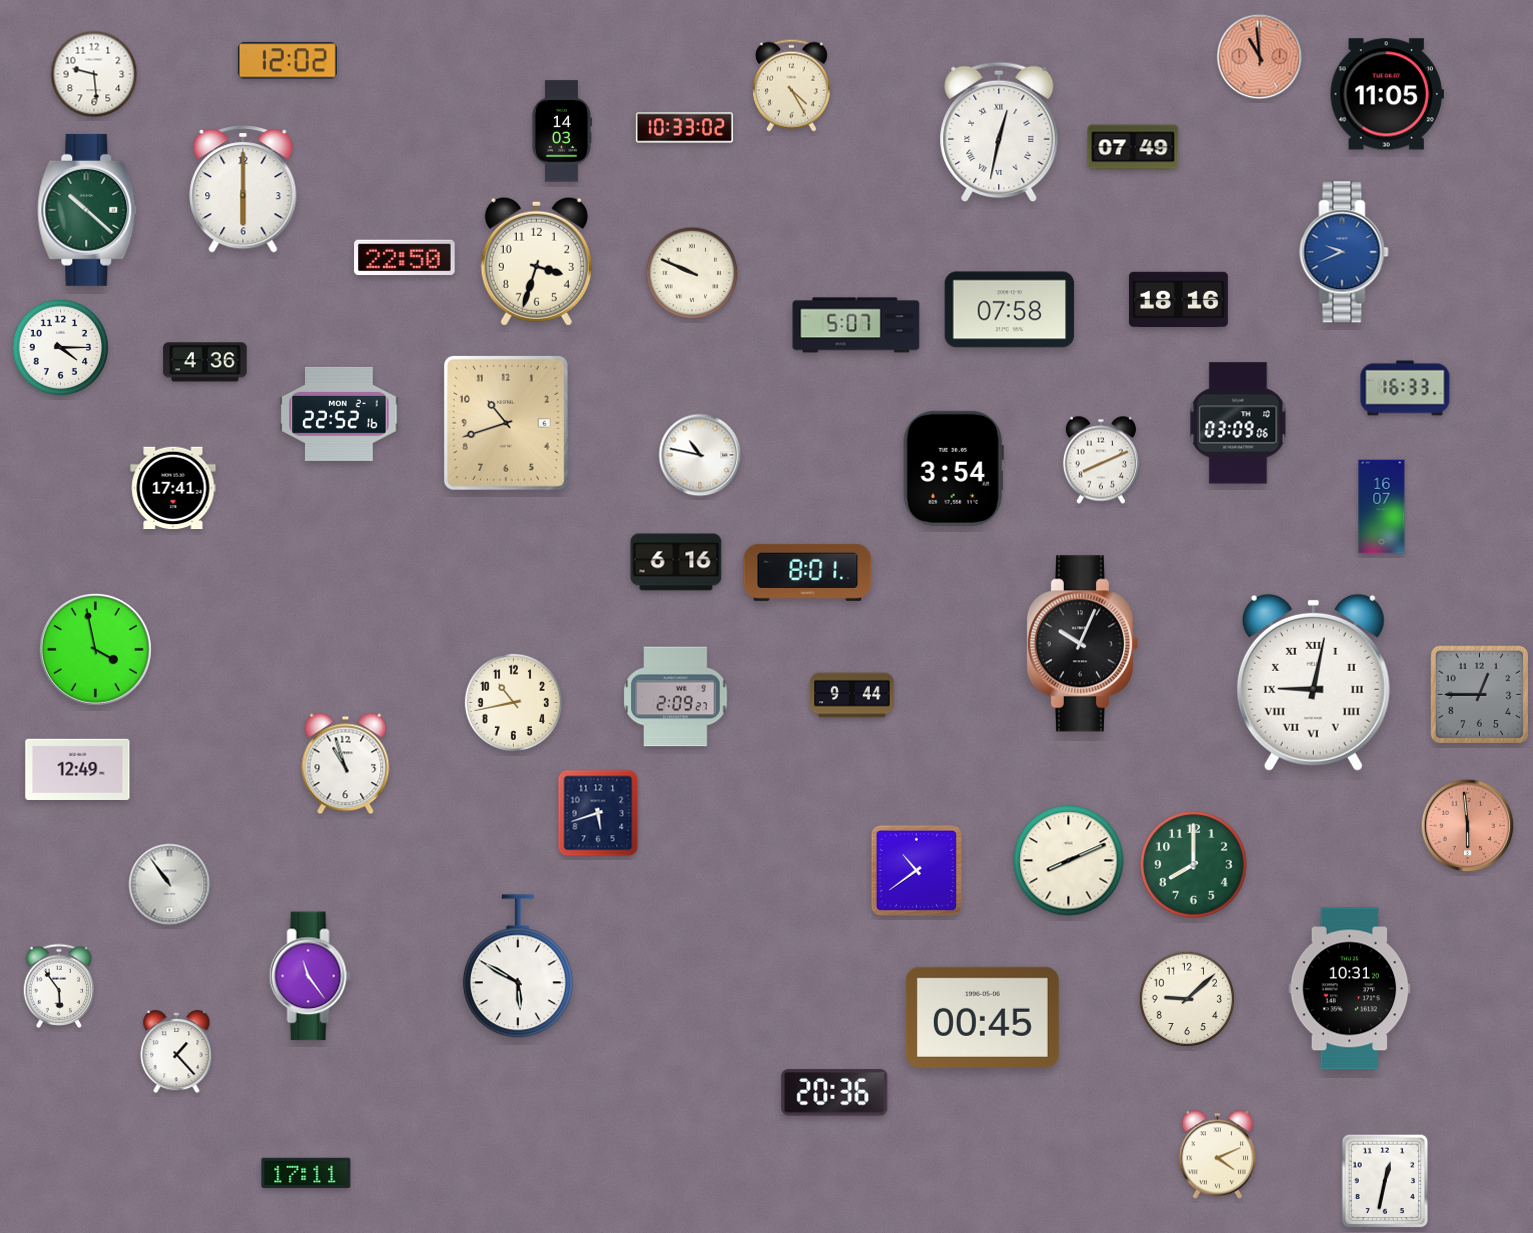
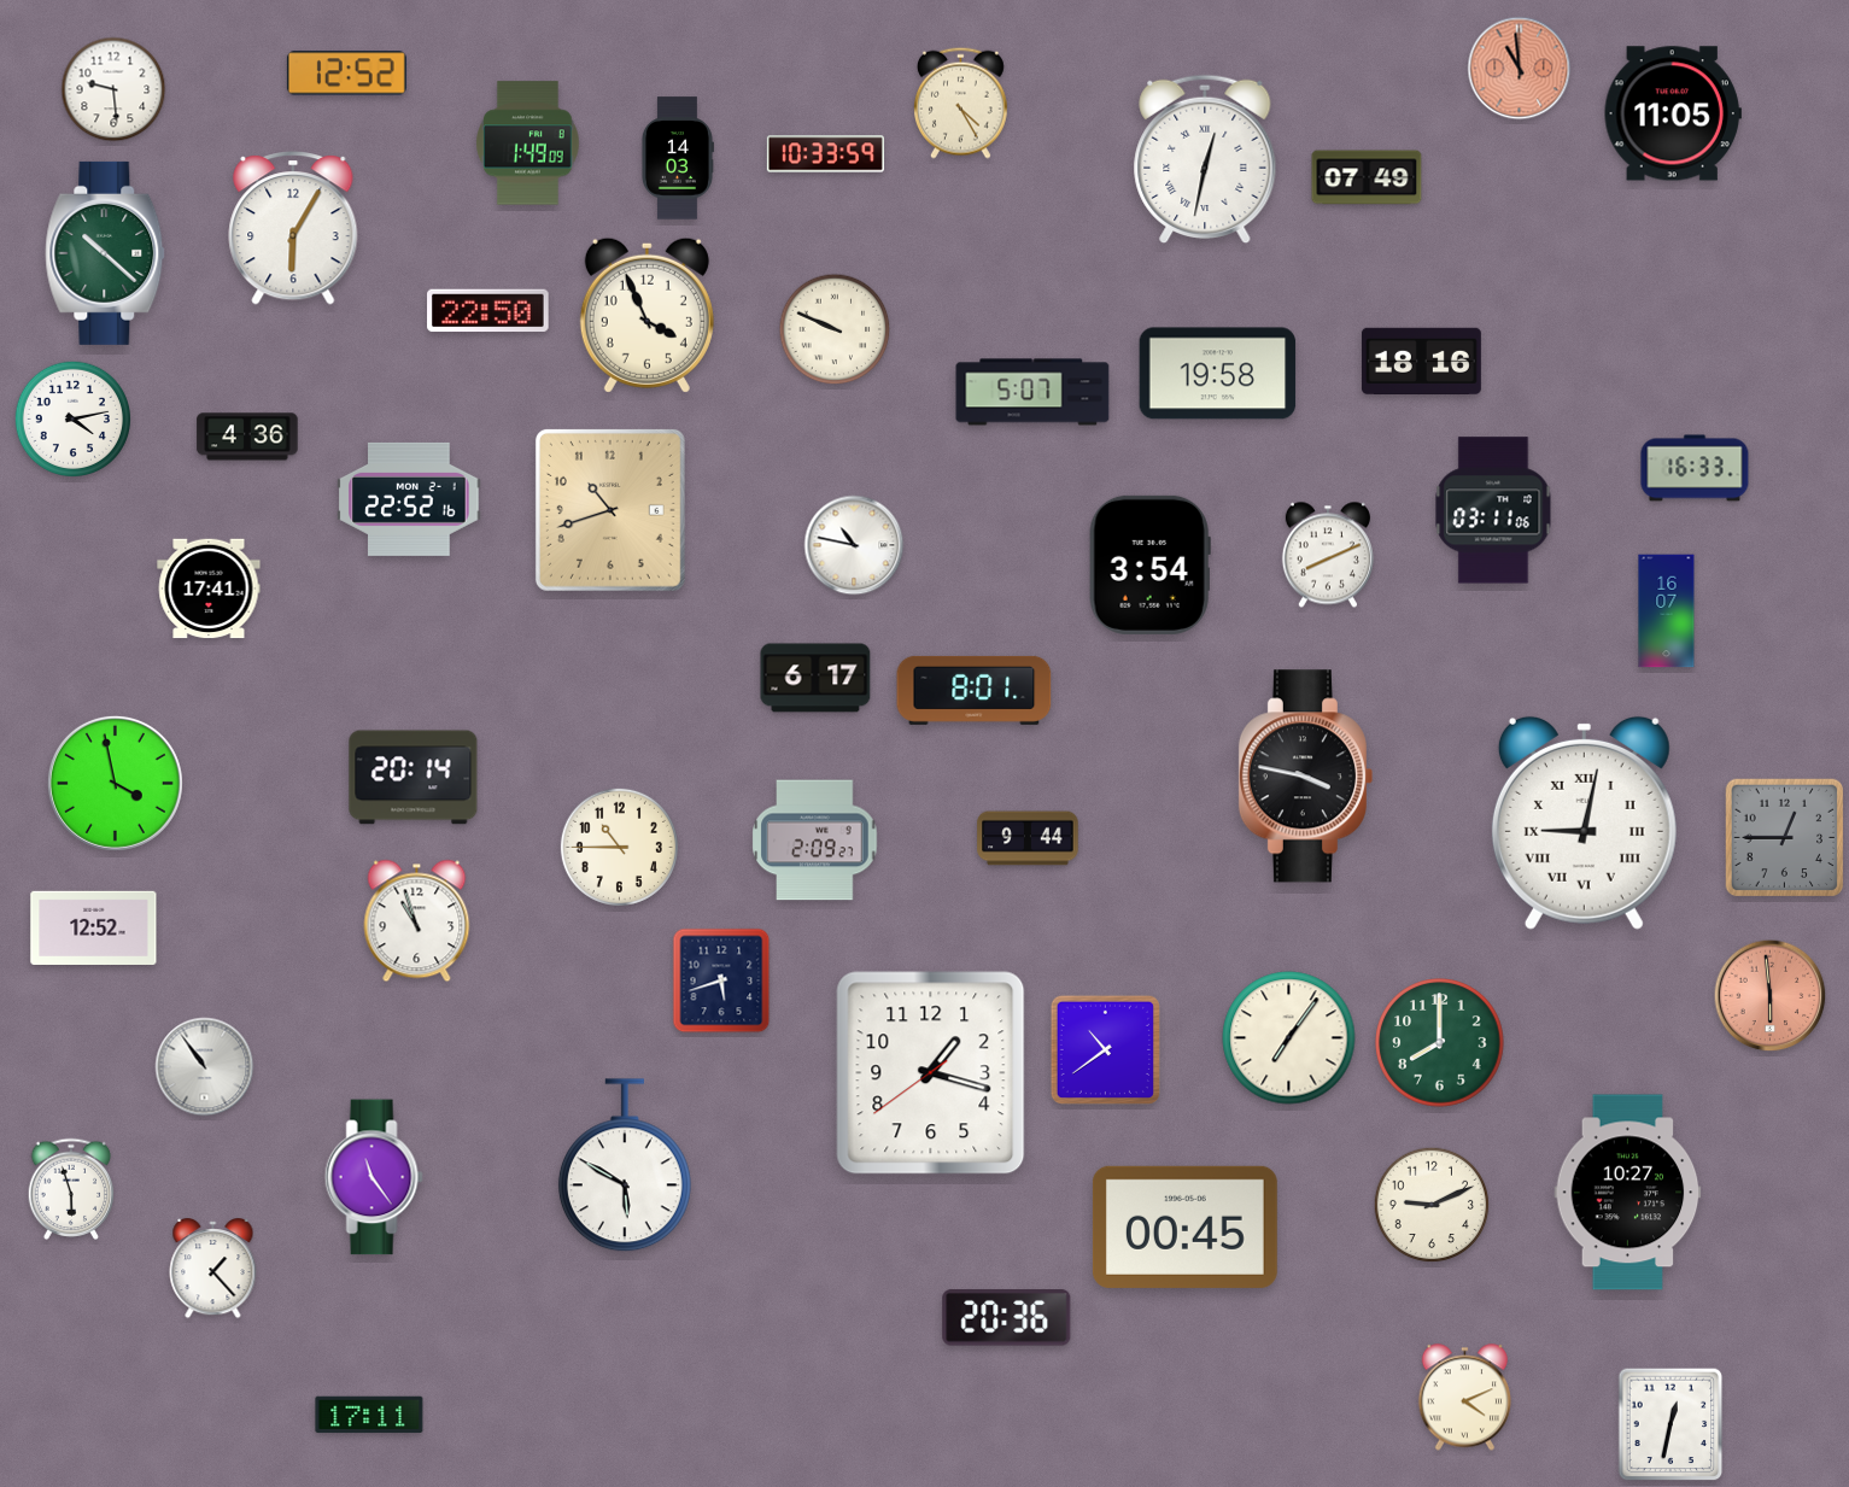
clock at (287, 61): 12:02 -> 12:52
clock at (791, 85) position: (791, 85) -> (960, 103)
clock at (528, 144): none -> 1:49
clock at (684, 128): 10:33:02 -> 10:33:59
clock at (243, 189): 6:00 -> 6:05
clock at (1344, 252): 9:41 -> none
clock at (536, 261): 3:33 -> 3:56
clock at (1010, 310): 07:58 -> 19:58
clock at (60, 347): 4:15 -> 4:13
clock at (1238, 423): 03:09 -> 03:11
clock at (700, 455) position: (700, 455) -> (854, 545)
clock at (676, 562): 6:16 -> 6:17
clock at (1082, 644): 10:04 -> 3:47
clock at (414, 778): none -> 20:14
clock at (513, 702): 10:43 -> 10:45
clock at (78, 769): 12:49 -> 12:52
clock at (1069, 861): 8:11 -> 7:06
clock at (931, 1073): none -> 1:17
clock at (59, 986): 5:54 -> 5:57
clock at (1350, 989): 10:31 -> 10:27
clock at (1187, 999): 9:08 -> 9:11
clock at (1217, 1155) position: (1217, 1155) -> (1464, 1398)
